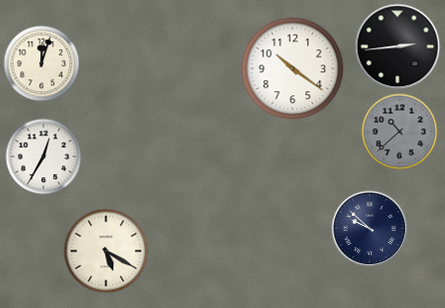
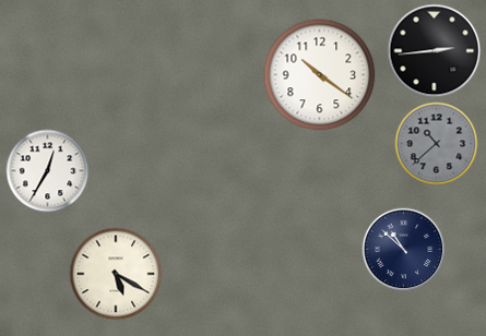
clock at (42, 64): 12:03 -> none
clock at (370, 229): 9:52 -> 10:52
